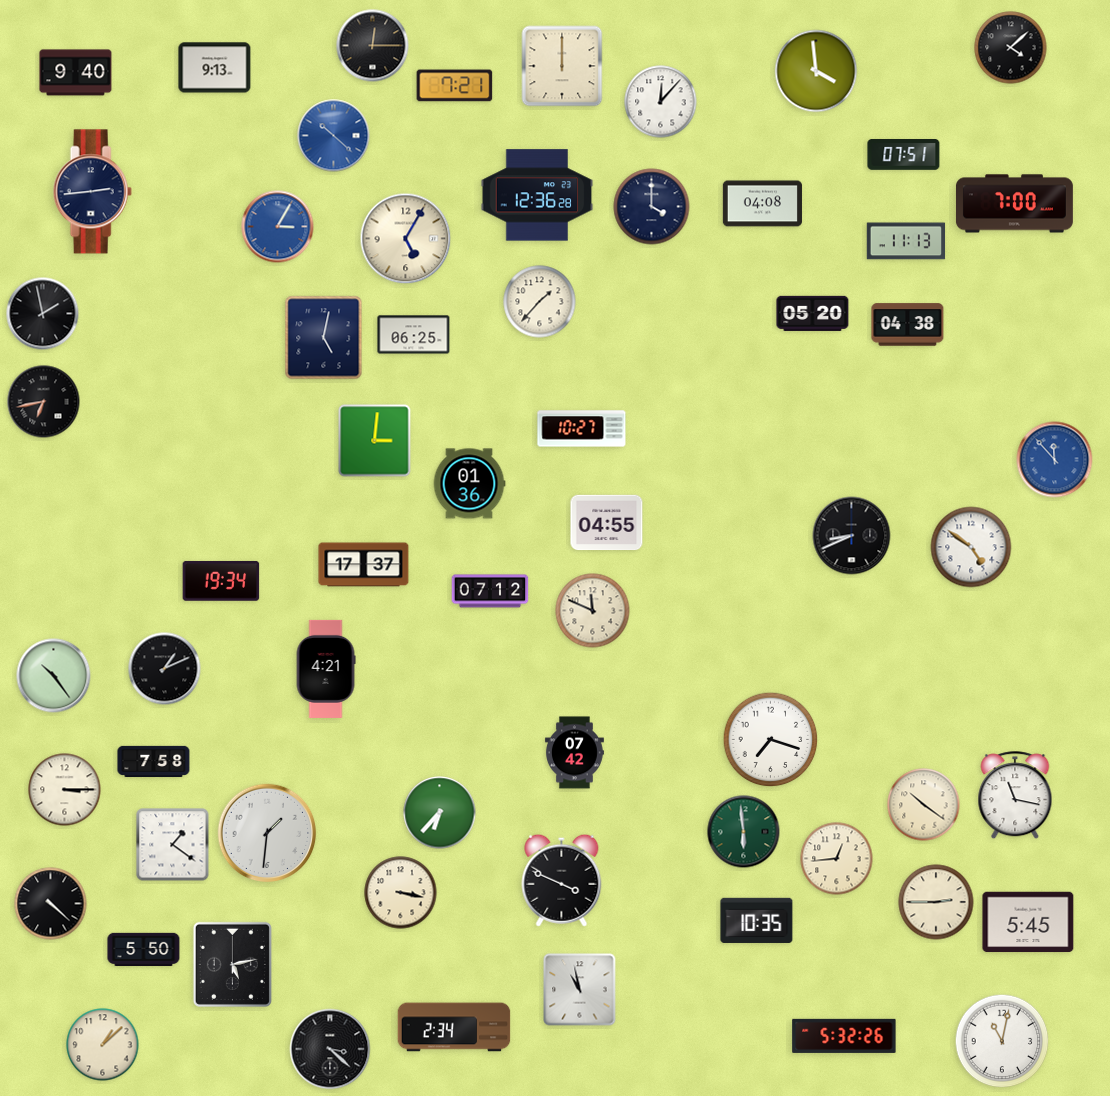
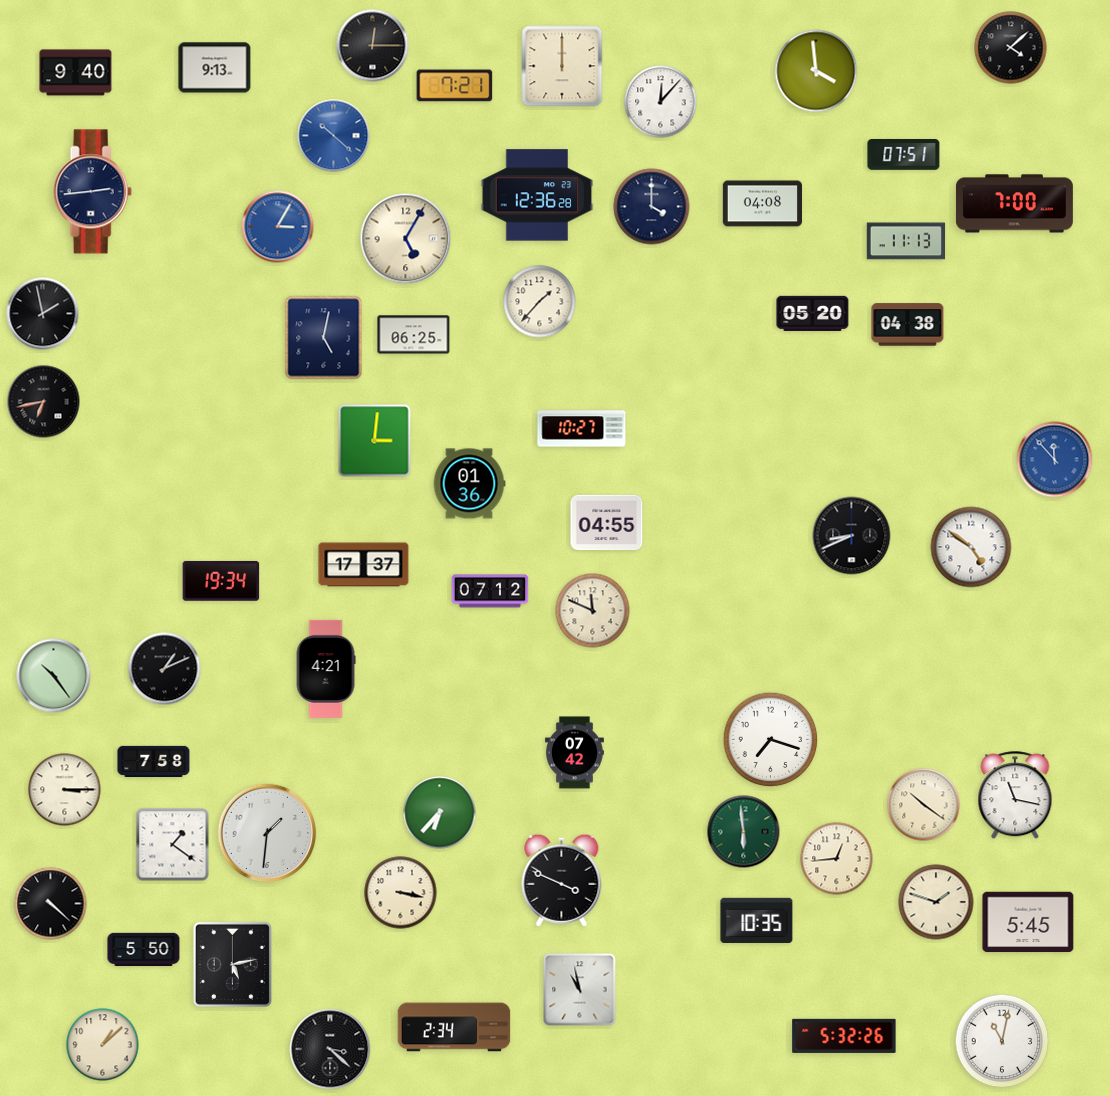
clock at (936, 902): 2:45 -> 1:48
